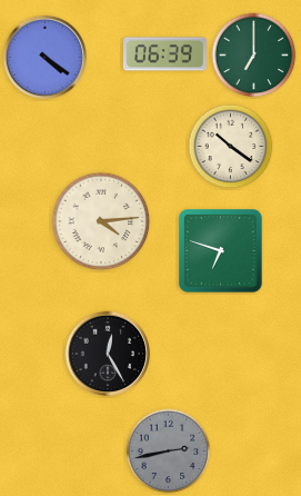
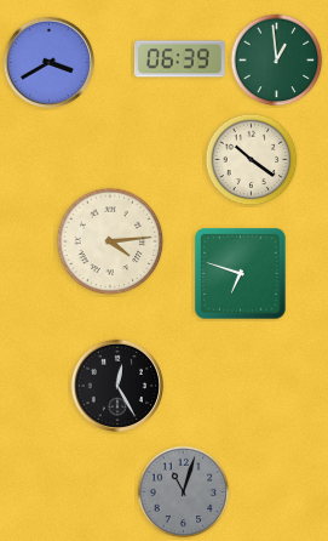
clock at (254, 56): 7:00 -> 12:59
clock at (44, 57): 4:21 -> 3:40
clock at (169, 452): 2:43 -> 11:03
